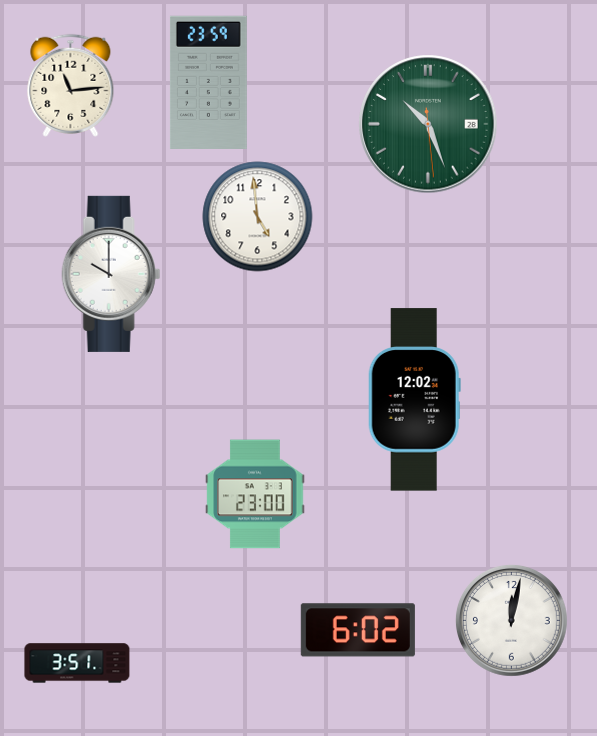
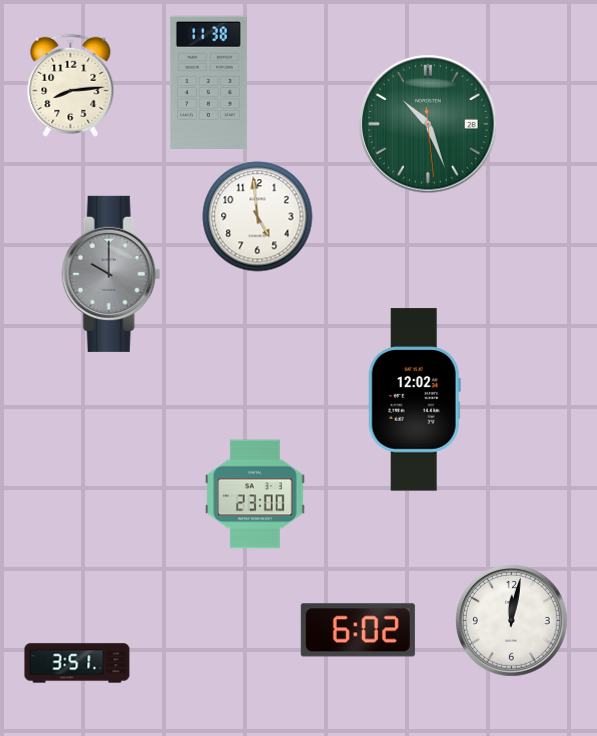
clock at (208, 82): 23:59 -> 11:38
clock at (71, 85): 11:14 -> 8:14
clock at (111, 274) dial: white -> grey
